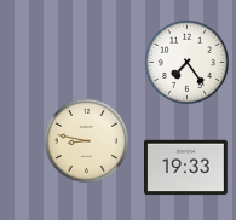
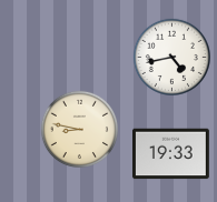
clock at (186, 62): 7:24 -> 4:43
